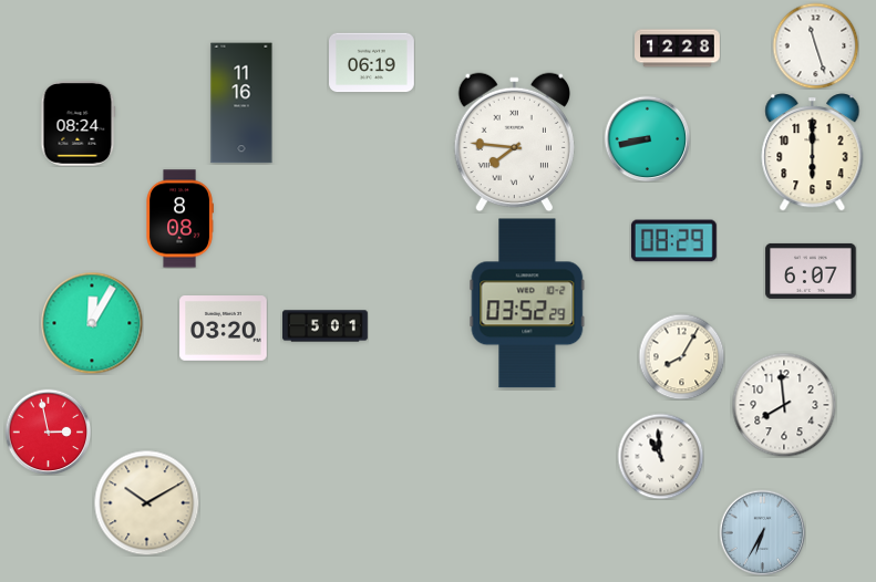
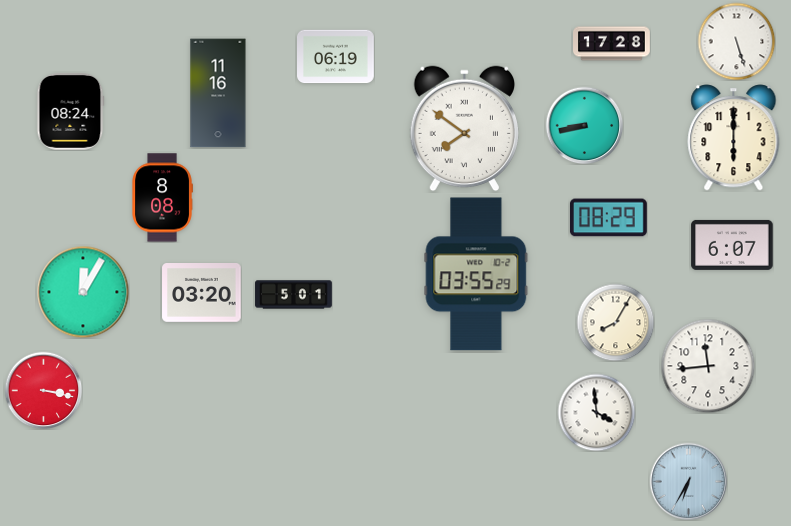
clock at (815, 45): 11:27 -> 5:27
clock at (678, 49): 12:28 -> 17:28
clock at (514, 143): 7:46 -> 7:51
clock at (527, 303): 03:52 -> 03:55
clock at (224, 329) position: (224, 329) -> (202, 293)
clock at (784, 405): 7:59 -> 11:44
clock at (48, 432): 2:58 -> 3:17
clock at (660, 456): 10:59 -> 3:59
clock at (146, 502): 10:10 -> none
